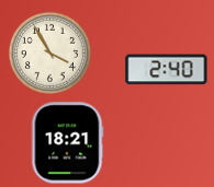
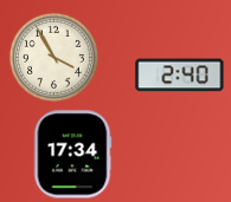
clock at (67, 143): 18:21 -> 17:34
